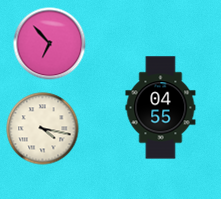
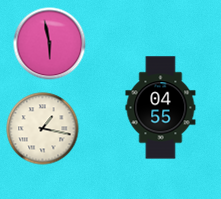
clock at (50, 44): 6:53 -> 5:58
clock at (43, 129): 4:17 -> 1:17
